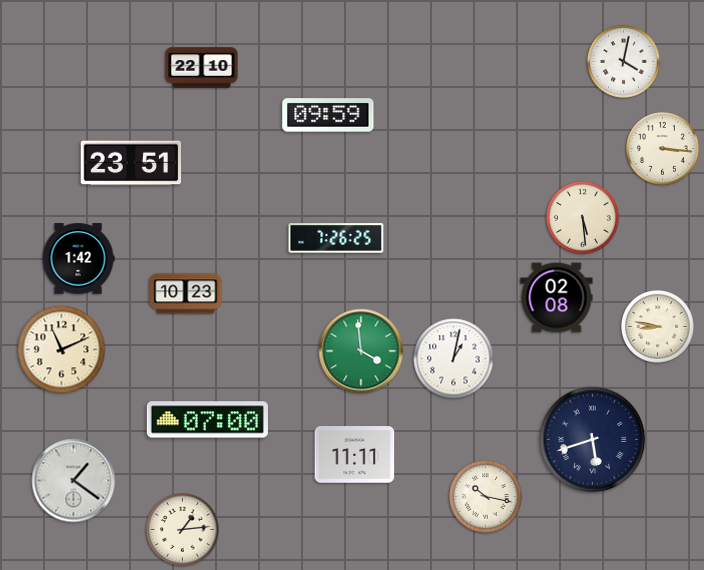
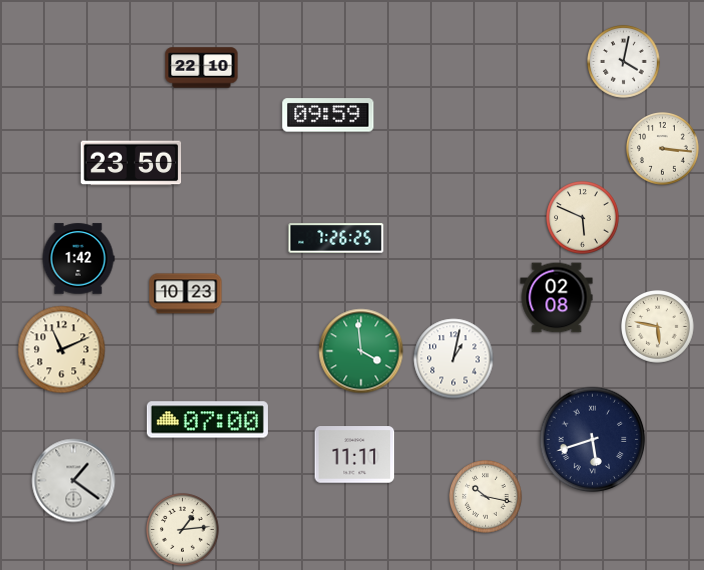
clock at (131, 163): 23:51 -> 23:50
clock at (583, 218): 5:29 -> 5:49
clock at (658, 327): 8:47 -> 5:47
